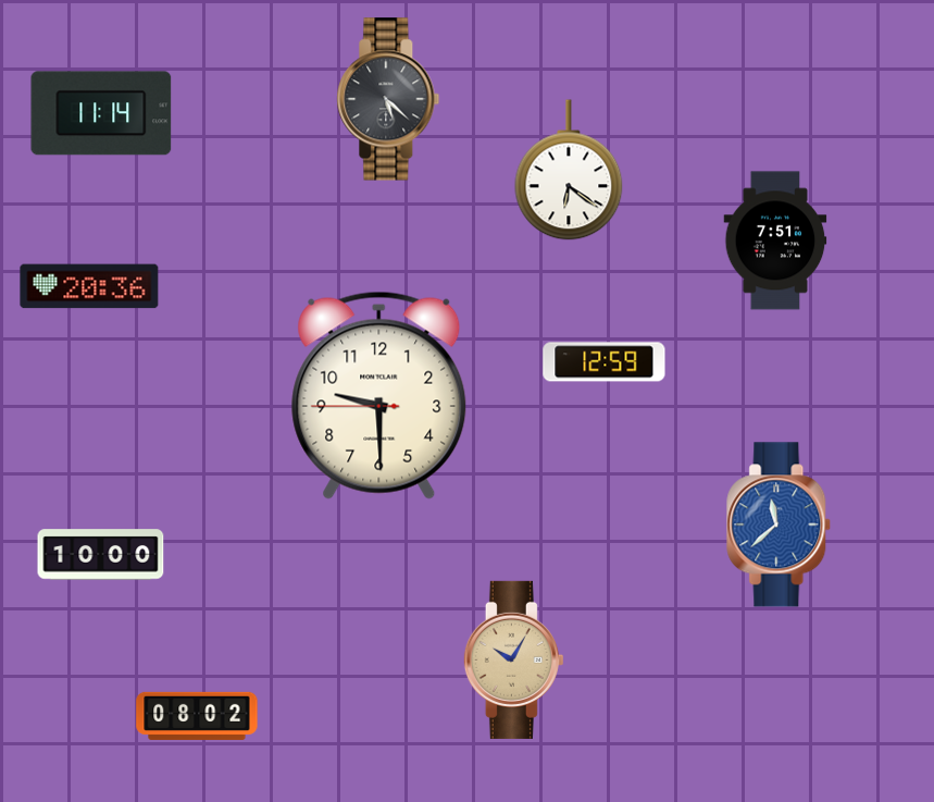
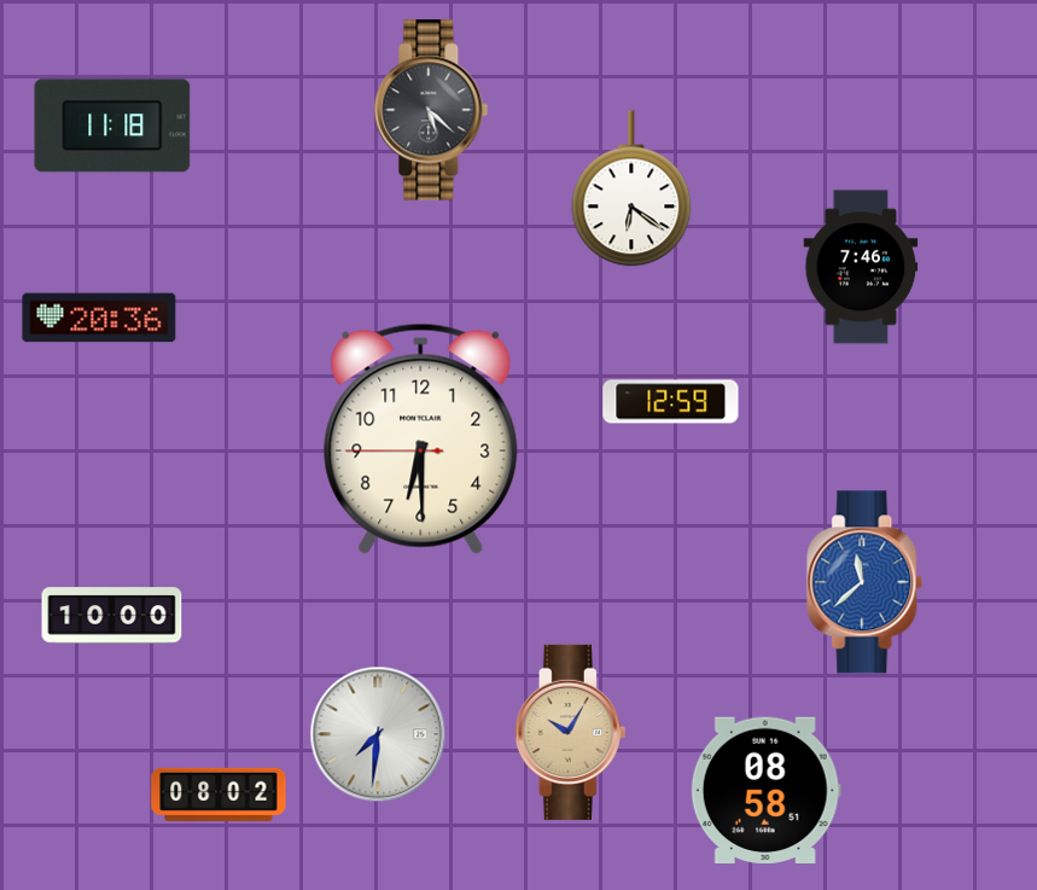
clock at (101, 113): 11:14 -> 11:18
clock at (775, 240): 7:51 -> 7:46
clock at (379, 395): 9:29 -> 6:29
clock at (378, 734): none -> 7:31
clock at (765, 790): none -> 08:58
